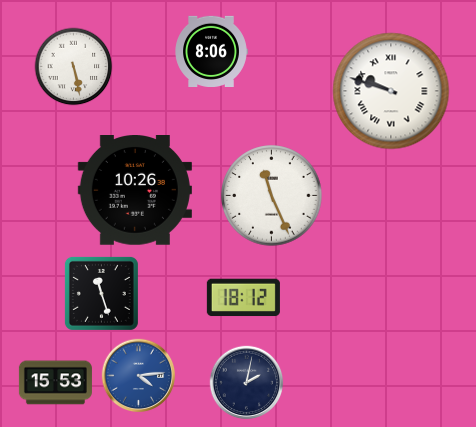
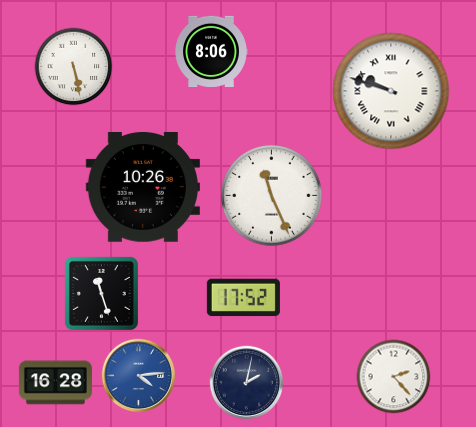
clock at (135, 191) position: (135, 191) -> (143, 188)
clock at (243, 298): 18:12 -> 17:52
clock at (394, 377): none -> 2:23
clock at (55, 383): 15:53 -> 16:28
